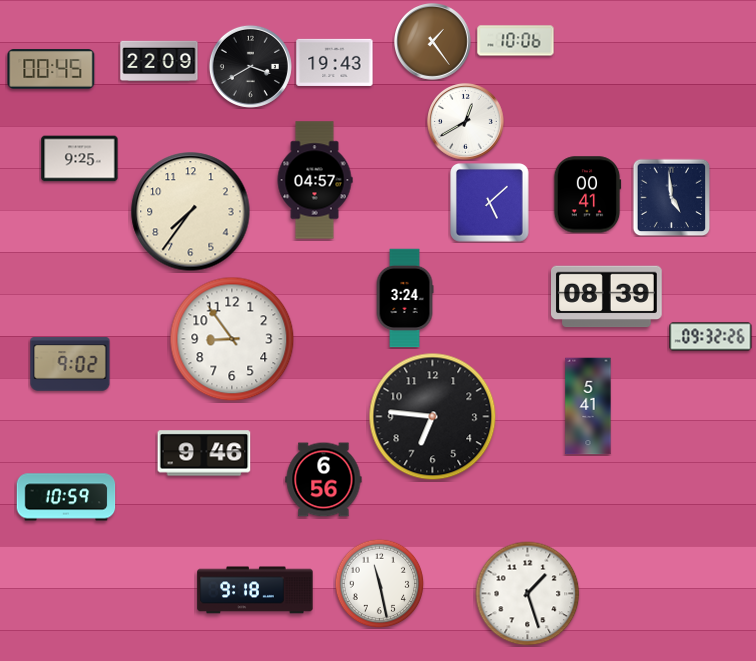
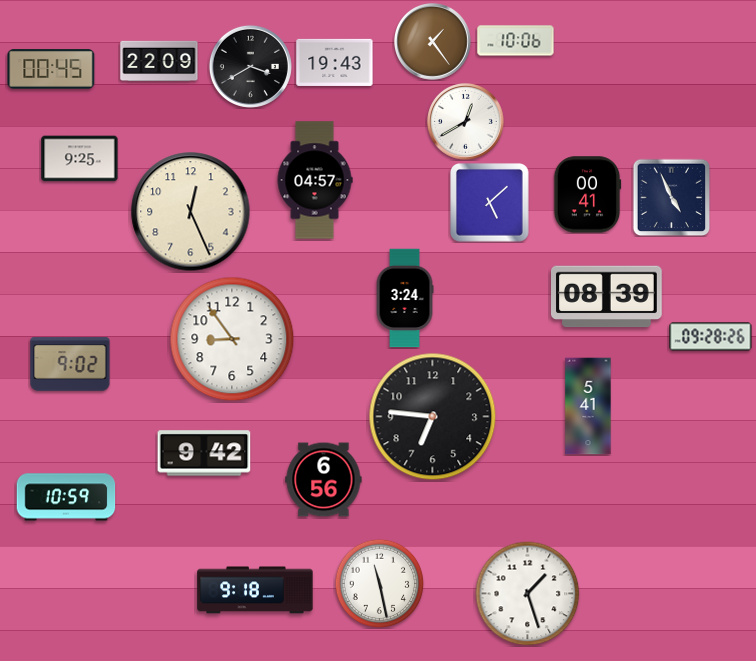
clock at (671, 197): 4:59 -> 4:56
clock at (191, 212): 7:36 -> 12:26
clock at (711, 337): 09:32 -> 09:28
clock at (204, 453): 9:46 -> 9:42
